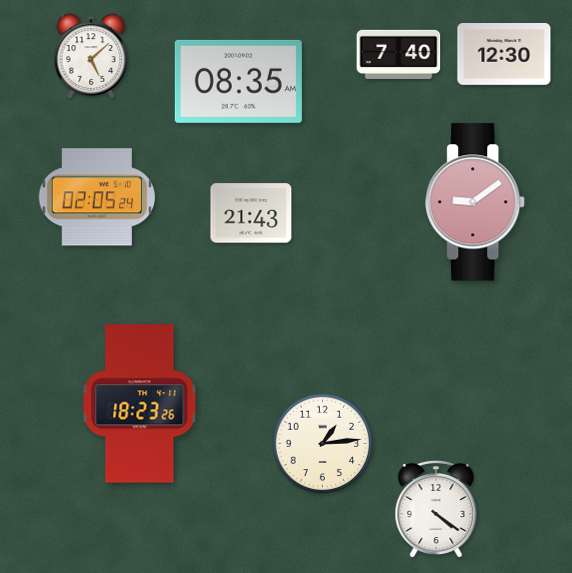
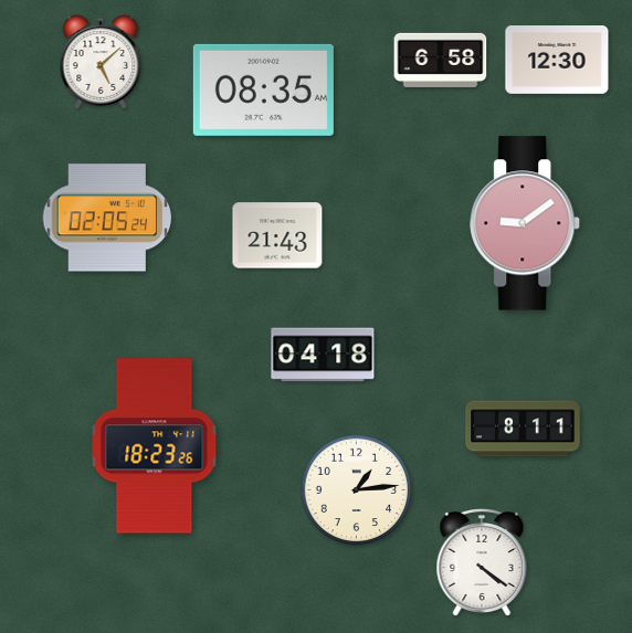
clock at (399, 54): 7:40 -> 6:58
clock at (323, 355): none -> 04:18
clock at (523, 429): none -> 8:11
